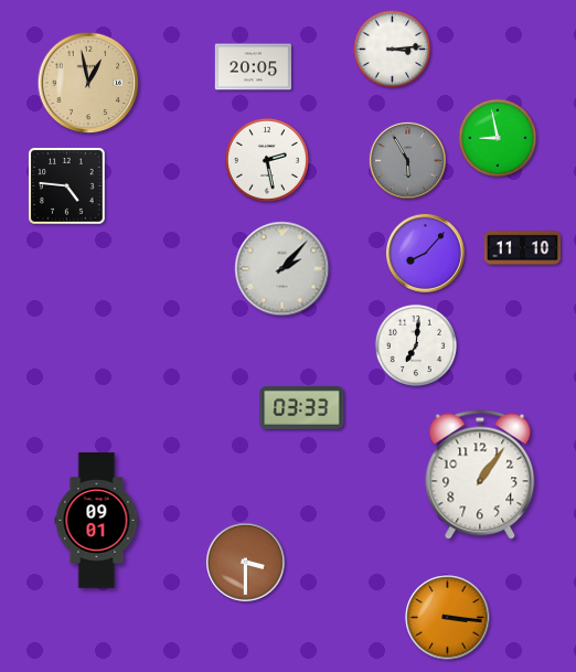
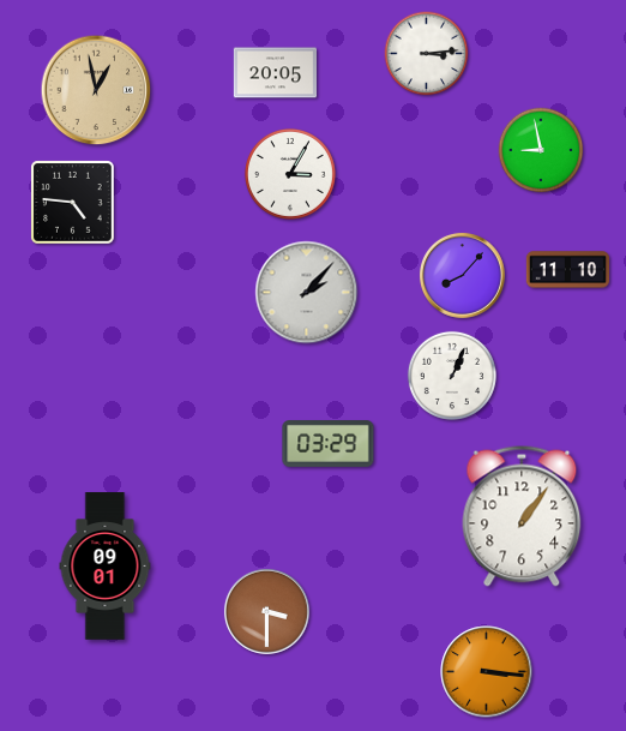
clock at (267, 160): 2:28 -> 3:05
clock at (407, 160): 5:55 -> none
clock at (416, 345): 7:01 -> 1:04
clock at (302, 408): 03:33 -> 03:29
